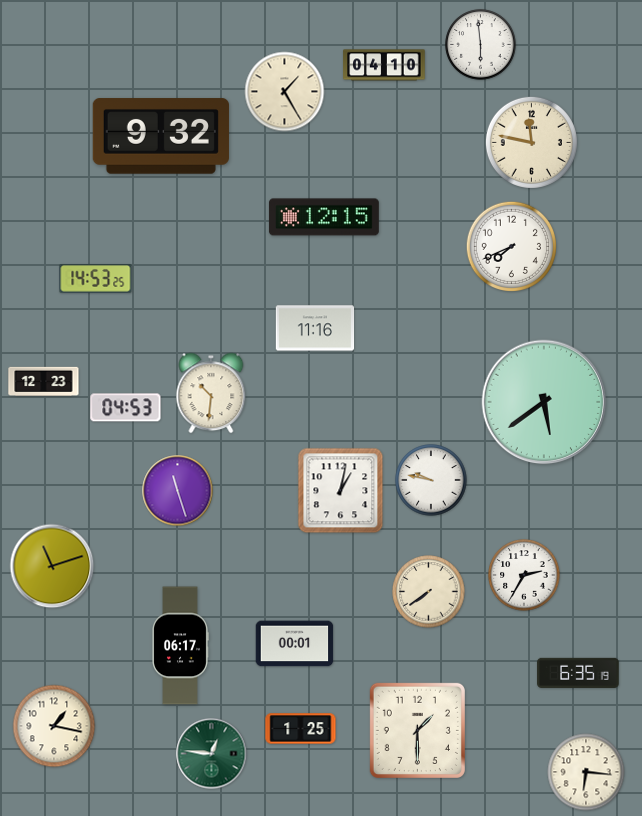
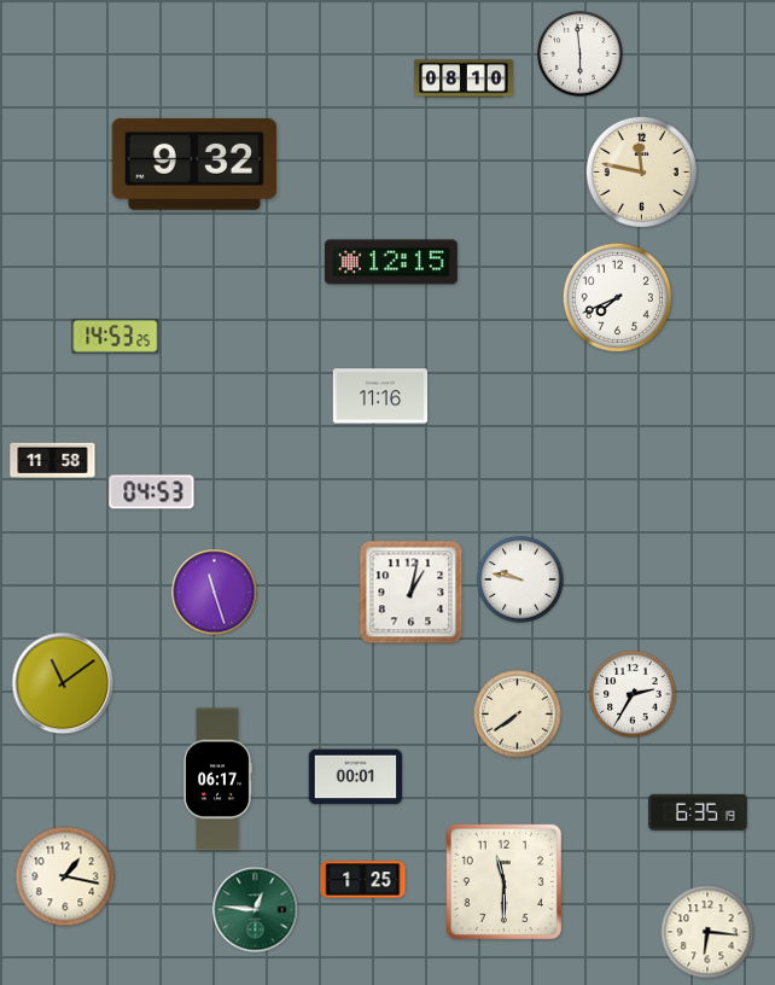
clock at (384, 65): 04:10 -> 08:10
clock at (285, 92): 1:25 -> none
clock at (44, 381): 12:23 -> 11:58
clock at (211, 393): 10:31 -> none
clock at (544, 402): 5:39 -> none
clock at (52, 566): 11:12 -> 11:09
clock at (417, 730): 1:30 -> 11:30
